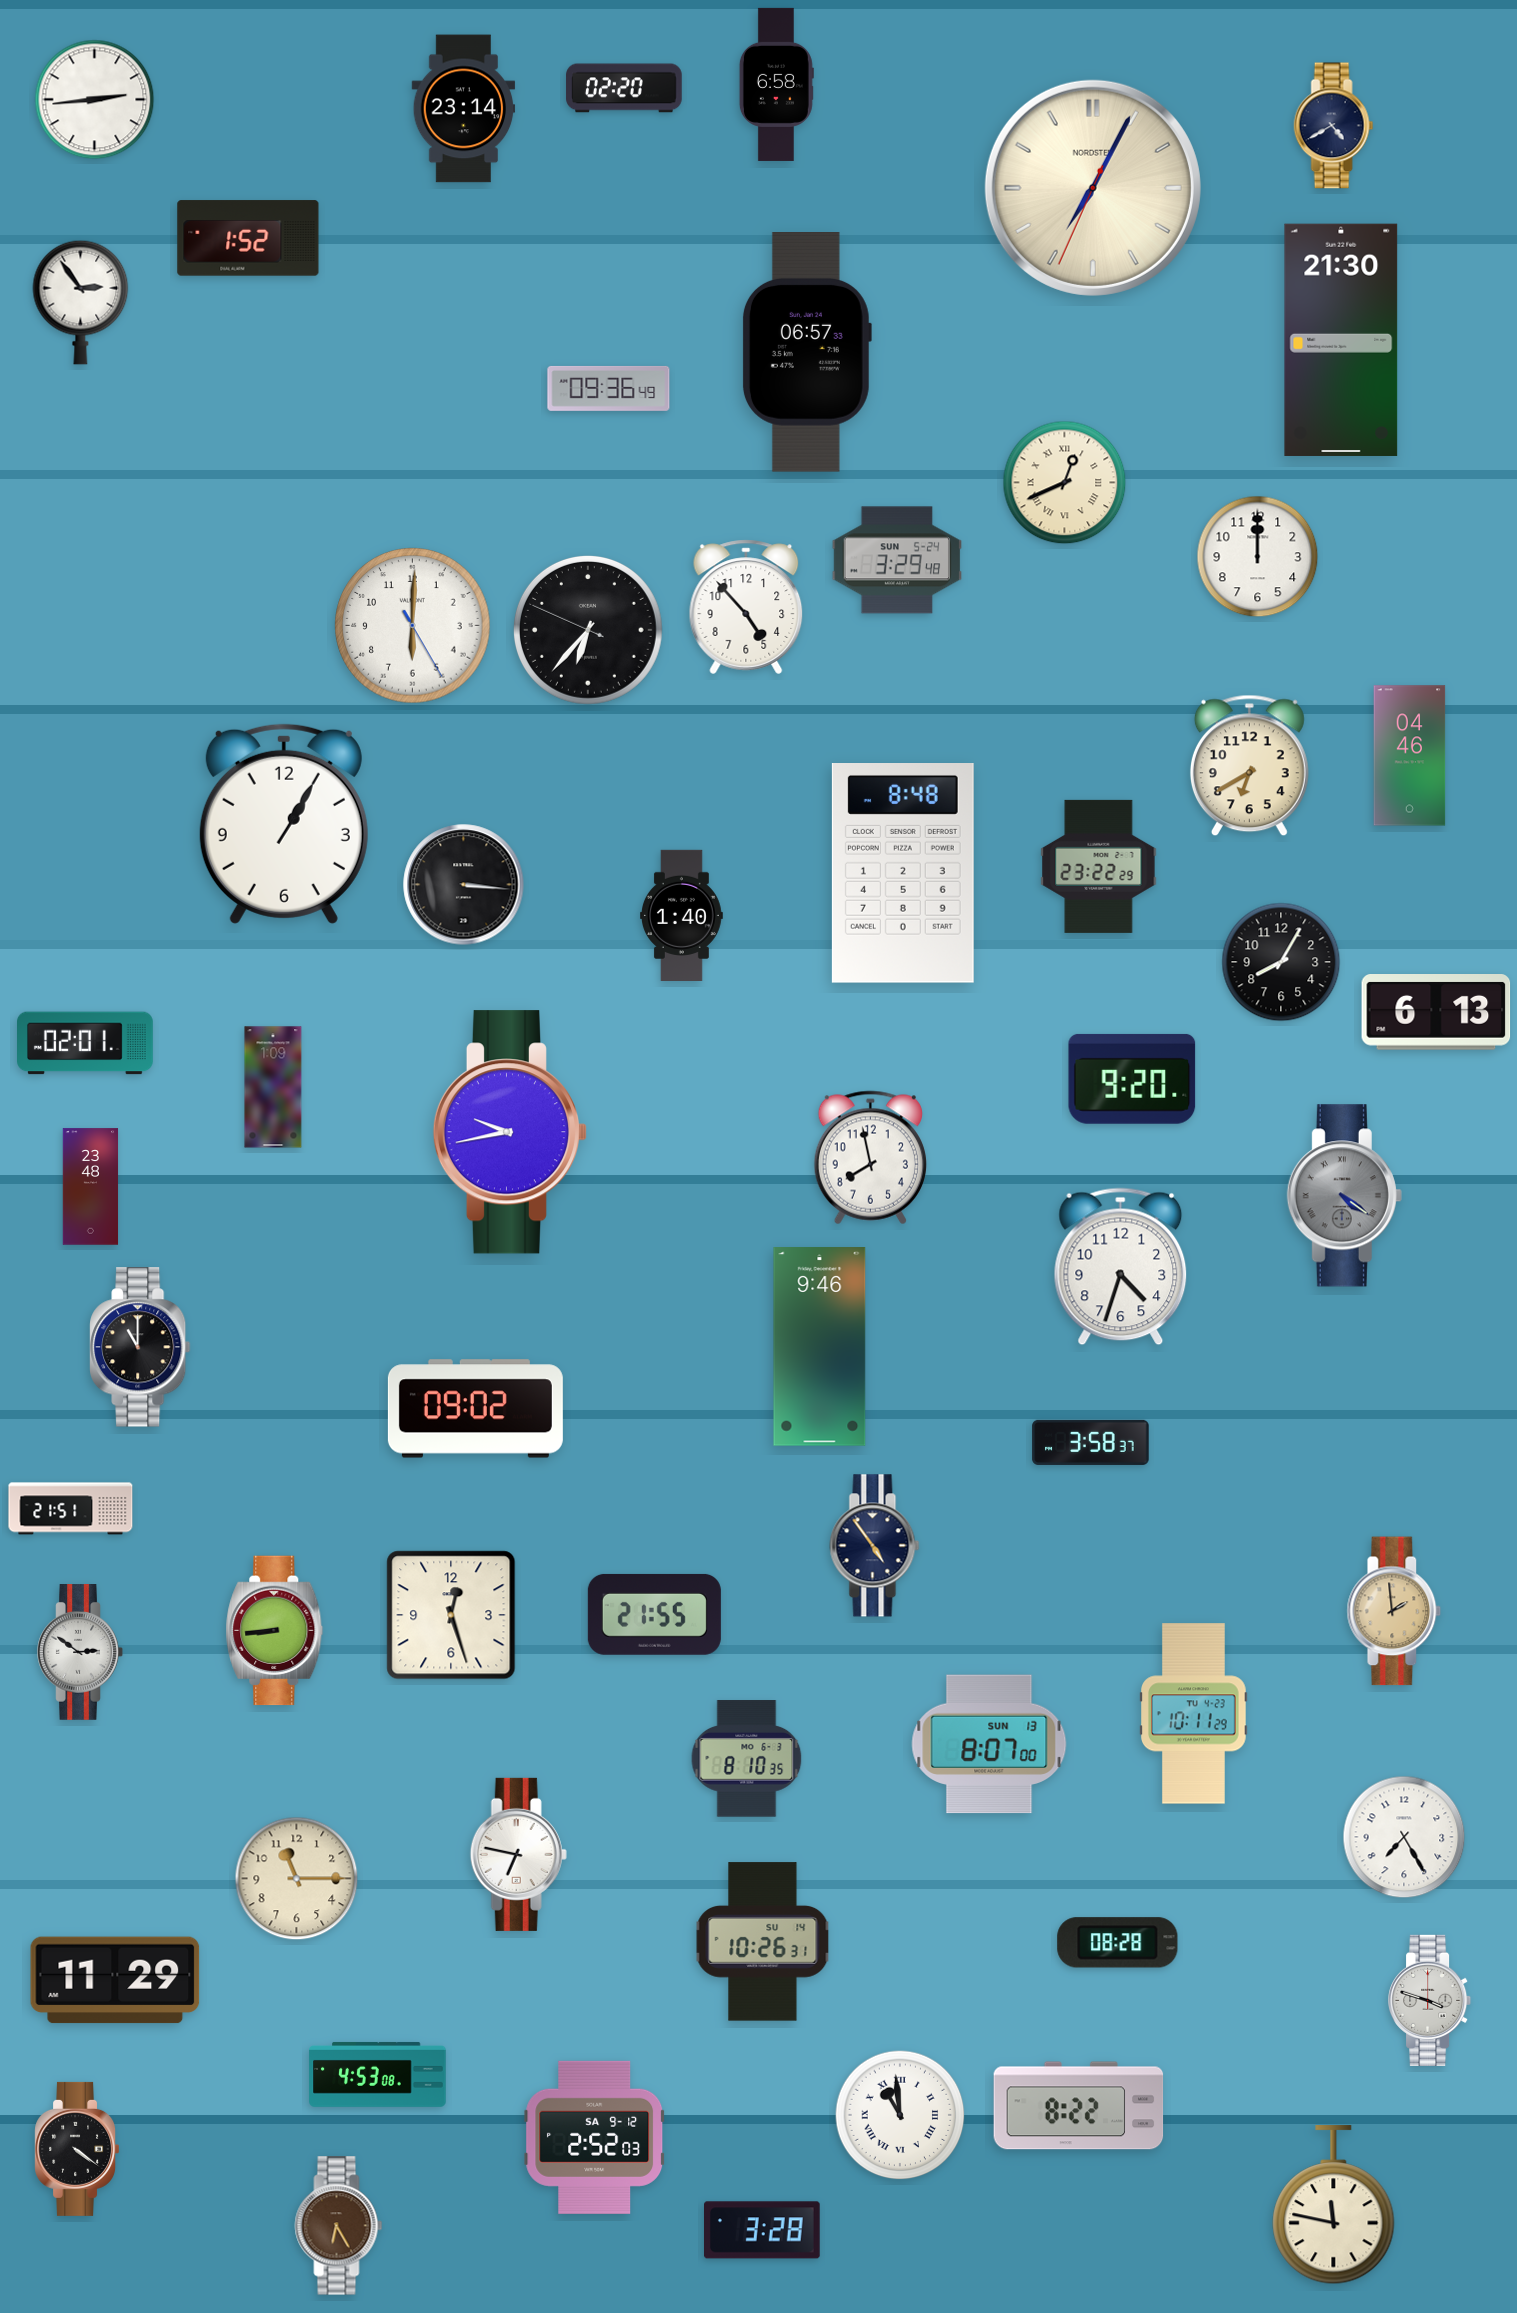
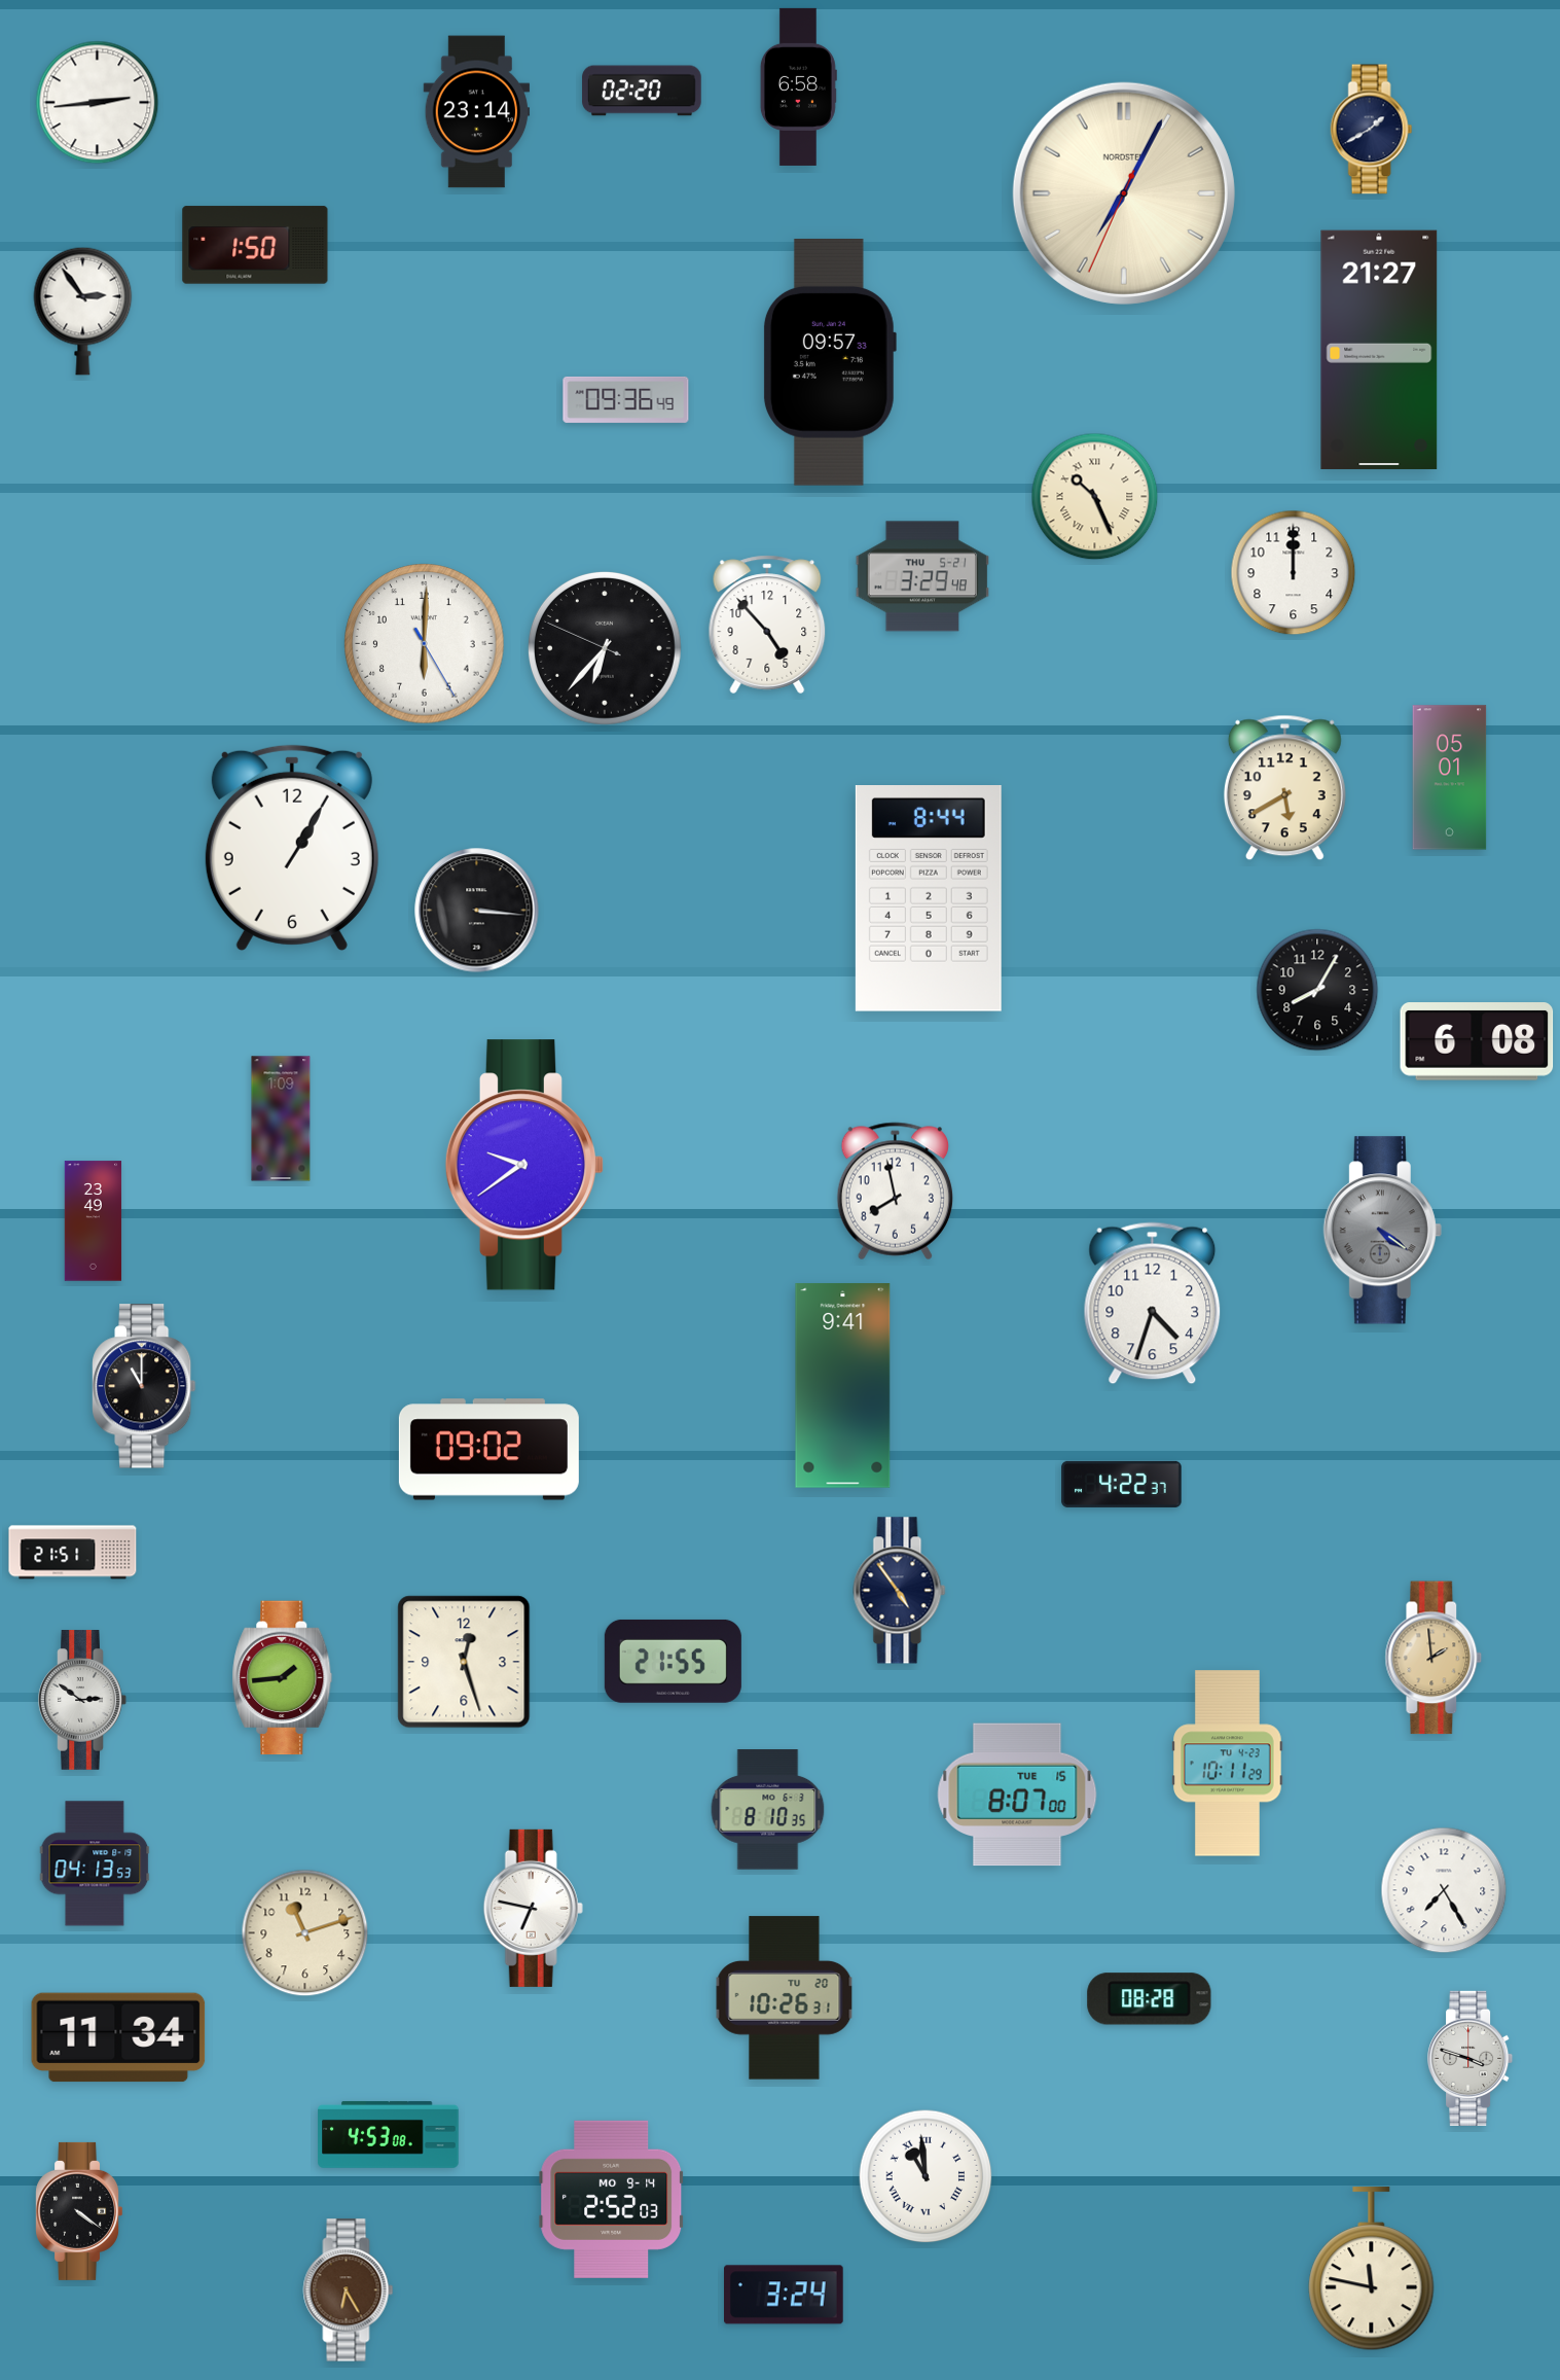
clock at (1334, 126): 4:40 -> 1:40
clock at (248, 238): 1:52 -> 1:50
clock at (1341, 340): 21:30 -> 21:27
clock at (806, 353): 06:57 -> 09:57
clock at (1065, 483): 12:41 -> 10:26
clock at (896, 560) date: SUN 5-24 -> THU 5-21
clock at (1410, 756): 04:46 -> 05:01
clock at (1249, 766): 6:40 -> 5:40
clock at (1099, 866): 23:22 -> none
clock at (903, 874): 8:48 -> 8:44
clock at (682, 915): 1:40 -> none
clock at (1436, 1013): 6:13 -> 6:08
clock at (86, 1043): 02:01 -> none
clock at (1132, 1079): 9:20 -> none
clock at (510, 1132): 9:43 -> 9:39
clock at (91, 1187): 23:48 -> 23:49
clock at (820, 1347): 9:46 -> 9:41
clock at (1091, 1442): 3:58 -> 4:22
clock at (275, 1631): 8:44 -> 1:44
clock at (989, 1744) date: SUN 13 -> TUE 15
clock at (95, 1863): none -> 04:13
clock at (297, 1879): 11:15 -> 11:12
clock at (763, 1942) date: SU 14 -> TU 20
clock at (115, 1980): 11:29 -> 11:34
clock at (1079, 2106): 8:22 -> none
clock at (595, 2137) date: SA 9-12 -> MO 9-14
clock at (763, 2230): 3:28 -> 3:24
